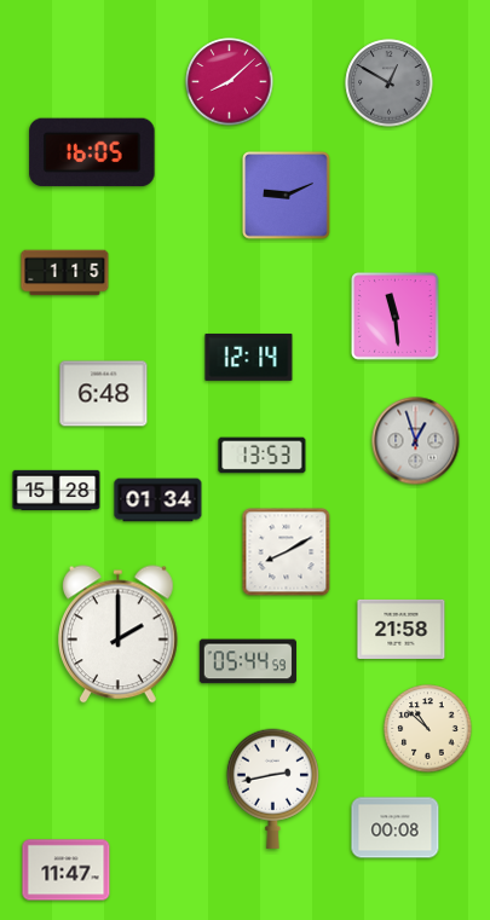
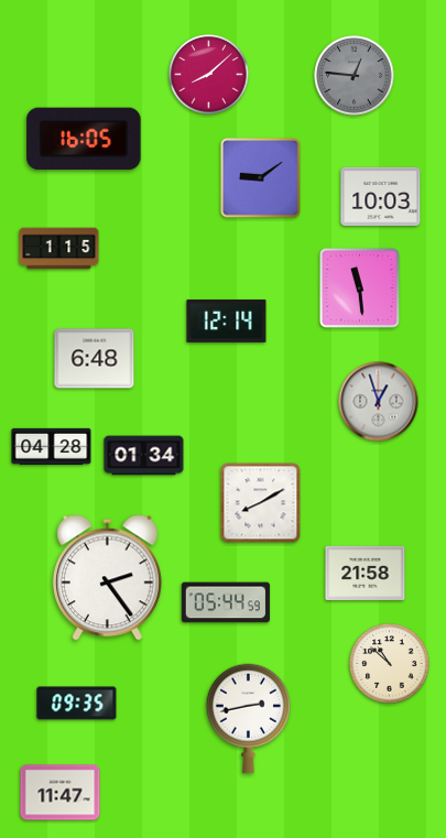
clock at (390, 83): 12:50 -> 12:46
clock at (287, 196): 9:11 -> 9:09
clock at (381, 196): none -> 10:03
clock at (249, 357) position: (249, 357) -> (227, 320)
clock at (263, 456): 13:53 -> none
clock at (57, 490): 15:28 -> 04:28
clock at (119, 635): 2:00 -> 2:24
clock at (77, 704): none -> 09:35
clock at (396, 828): 00:08 -> none
